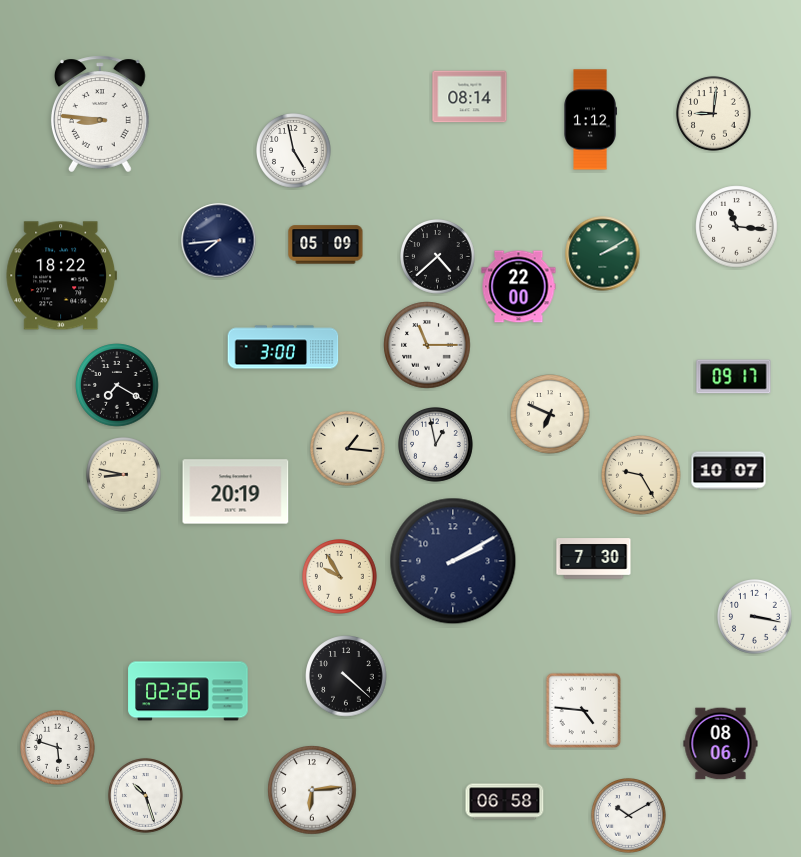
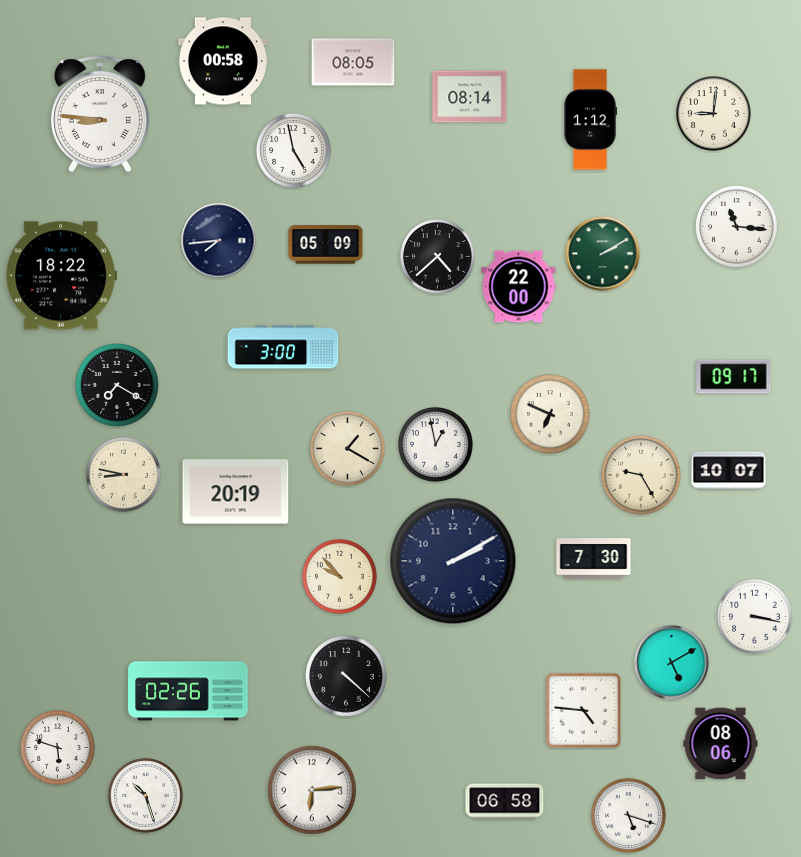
clock at (223, 61): none -> 00:58
clock at (353, 62): none -> 08:05
clock at (427, 345): 11:15 -> none
clock at (348, 449): 1:16 -> 1:20
clock at (340, 577): 9:55 -> 9:53
clock at (672, 663): none -> 5:10
clock at (629, 816): 10:10 -> 5:18
